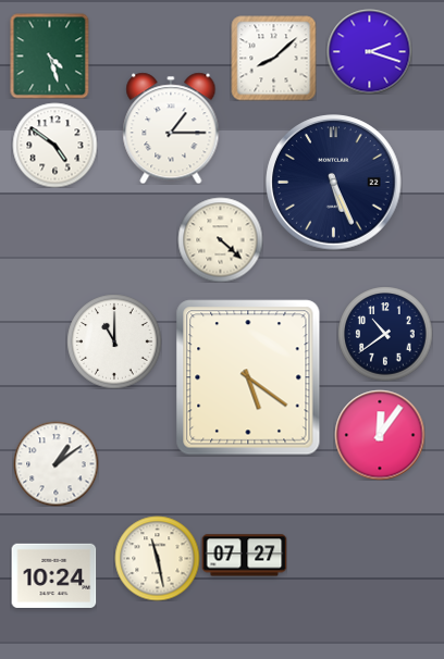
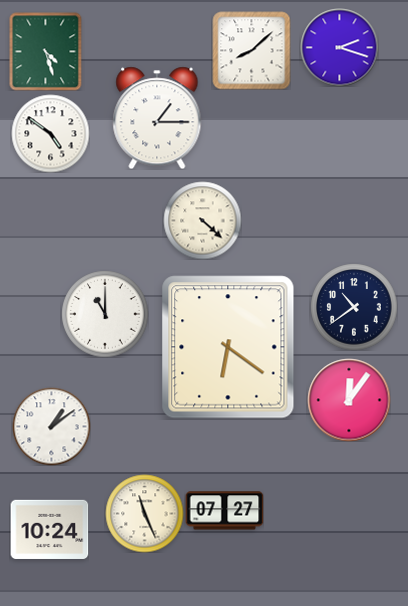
clock at (273, 58) position: (273, 58) -> (251, 50)
clock at (334, 183): 5:26 -> none
clock at (248, 377): 5:21 -> 6:21
clock at (157, 558): 11:28 -> 11:26
